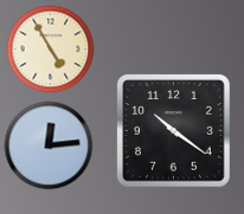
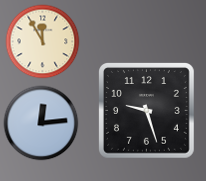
clock at (51, 50): 4:55 -> 11:55
clock at (174, 131): 10:21 -> 9:27
